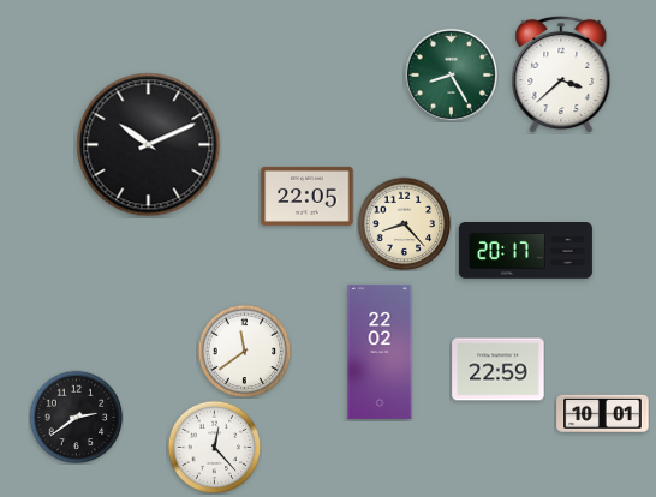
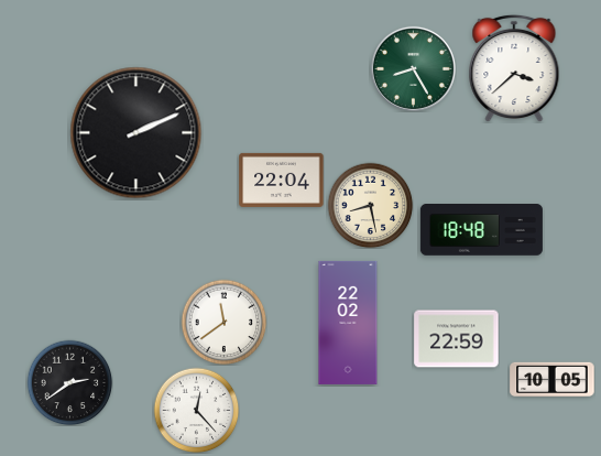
clock at (149, 145): 10:11 -> 2:11
clock at (308, 196): 22:05 -> 22:04
clock at (404, 223): 8:23 -> 8:28
clock at (525, 251): 20:17 -> 18:48
clock at (603, 413): 10:01 -> 10:05
